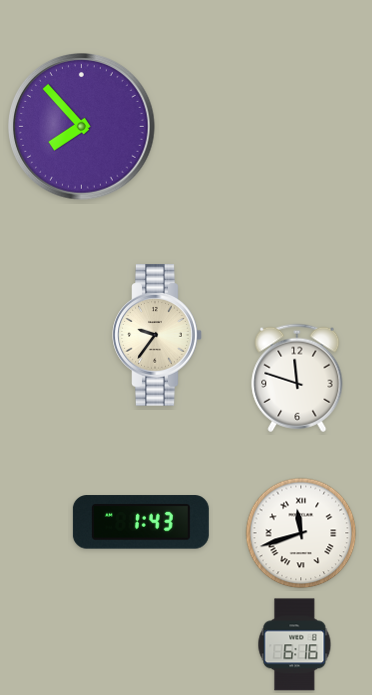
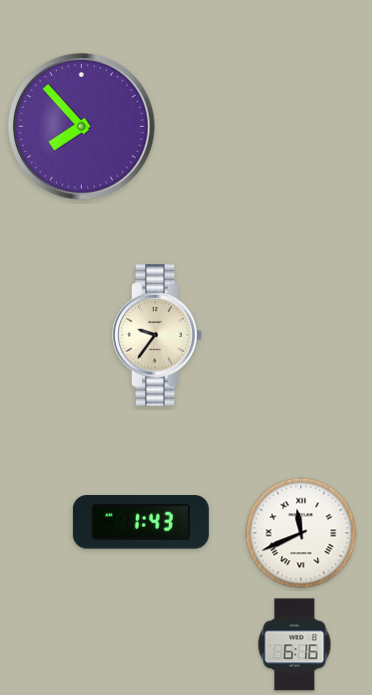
clock at (297, 378): 11:48 -> none
clock at (301, 533): 11:42 -> 11:41
